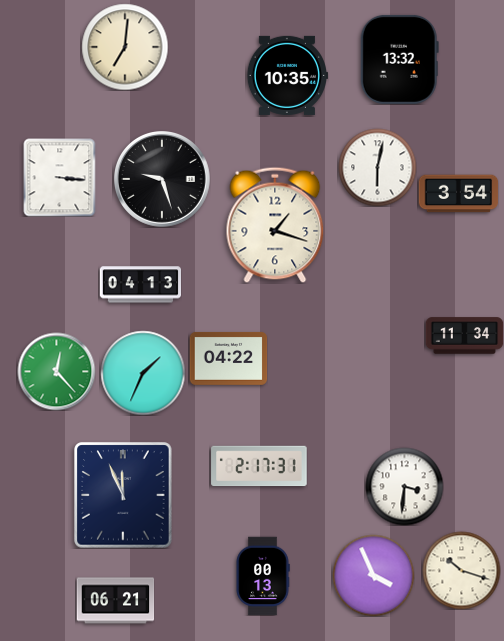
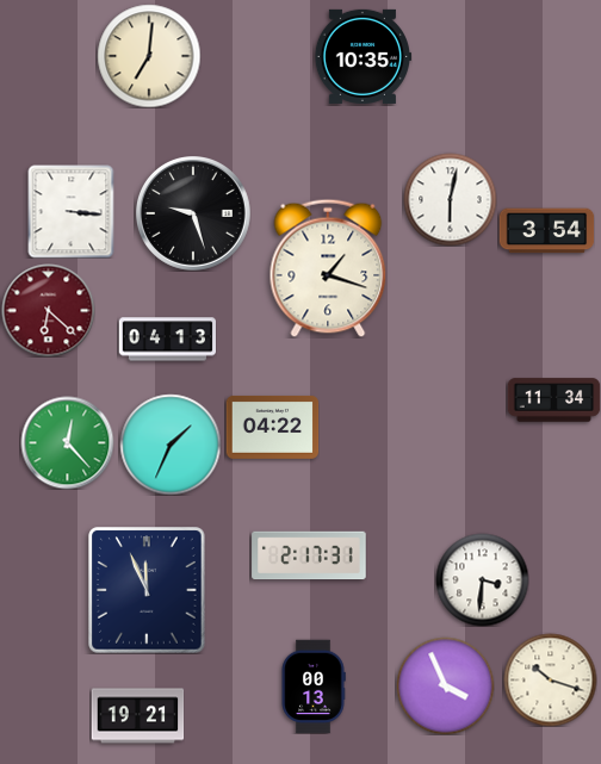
clock at (399, 59): 13:32 -> none
clock at (287, 75) position: (287, 75) -> (363, 56)
clock at (48, 310): none -> 6:22
clock at (115, 601): 06:21 -> 19:21
